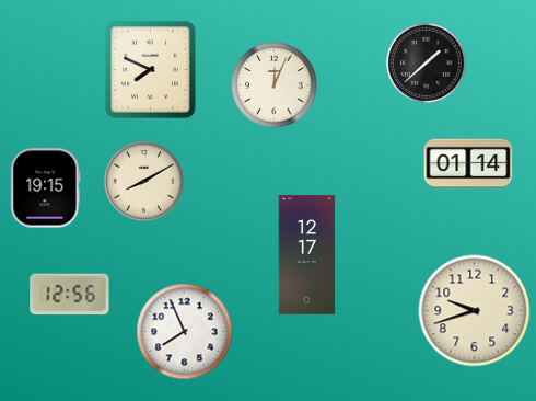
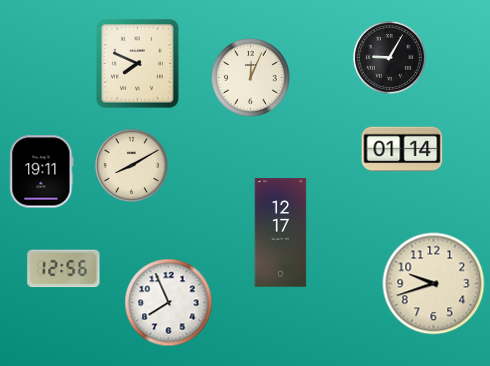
clock at (426, 62): 1:38 -> 9:05
clock at (468, 163) position: (468, 163) -> (402, 149)
clock at (46, 188): 19:15 -> 19:11
